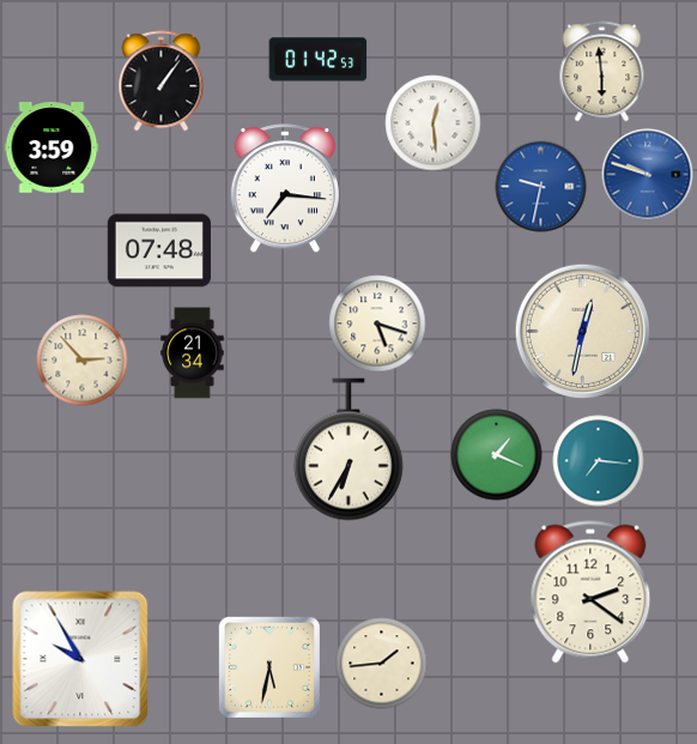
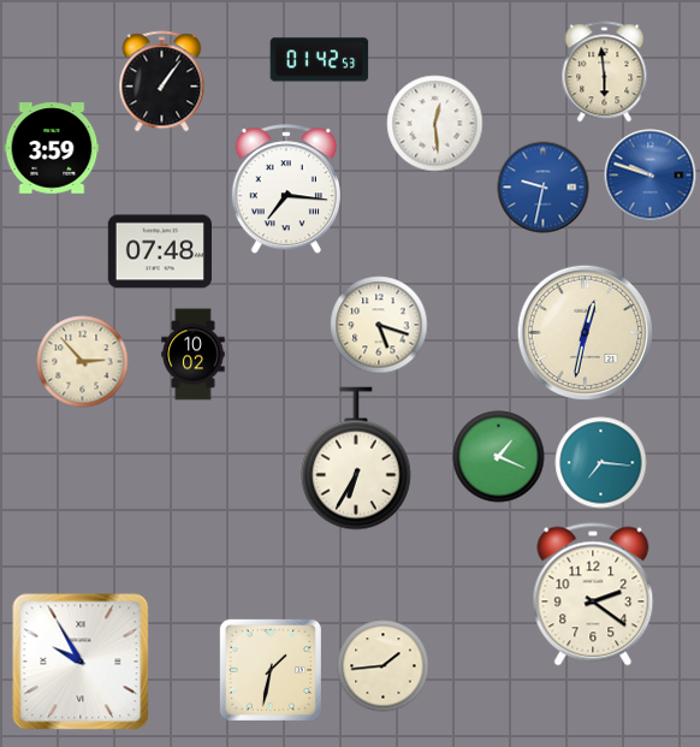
clock at (193, 353): 21:34 -> 10:02
clock at (348, 449) position: (348, 449) -> (356, 458)
clock at (269, 667): 5:32 -> 1:32
